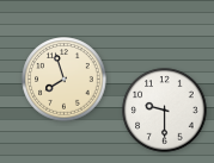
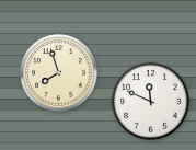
clock at (165, 111): 9:30 -> 11:49
